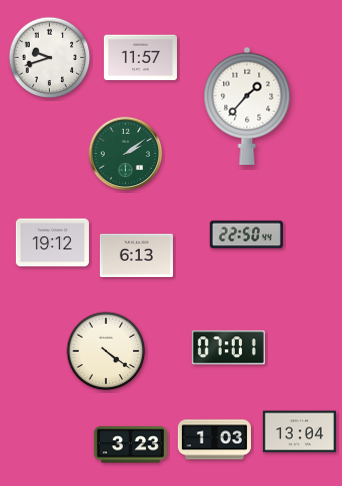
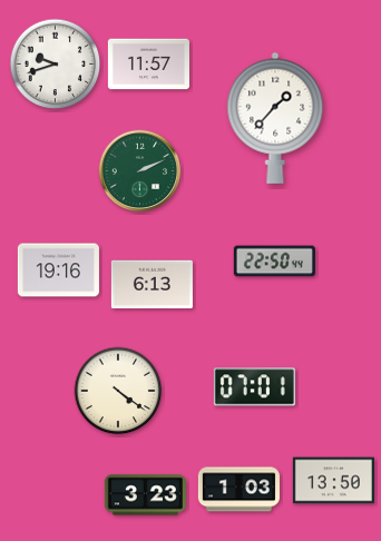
clock at (140, 58) position: (140, 58) -> (148, 65)
clock at (126, 154): 2:09 -> 2:11
clock at (52, 243): 19:12 -> 19:16
clock at (299, 432): 13:04 -> 13:50
